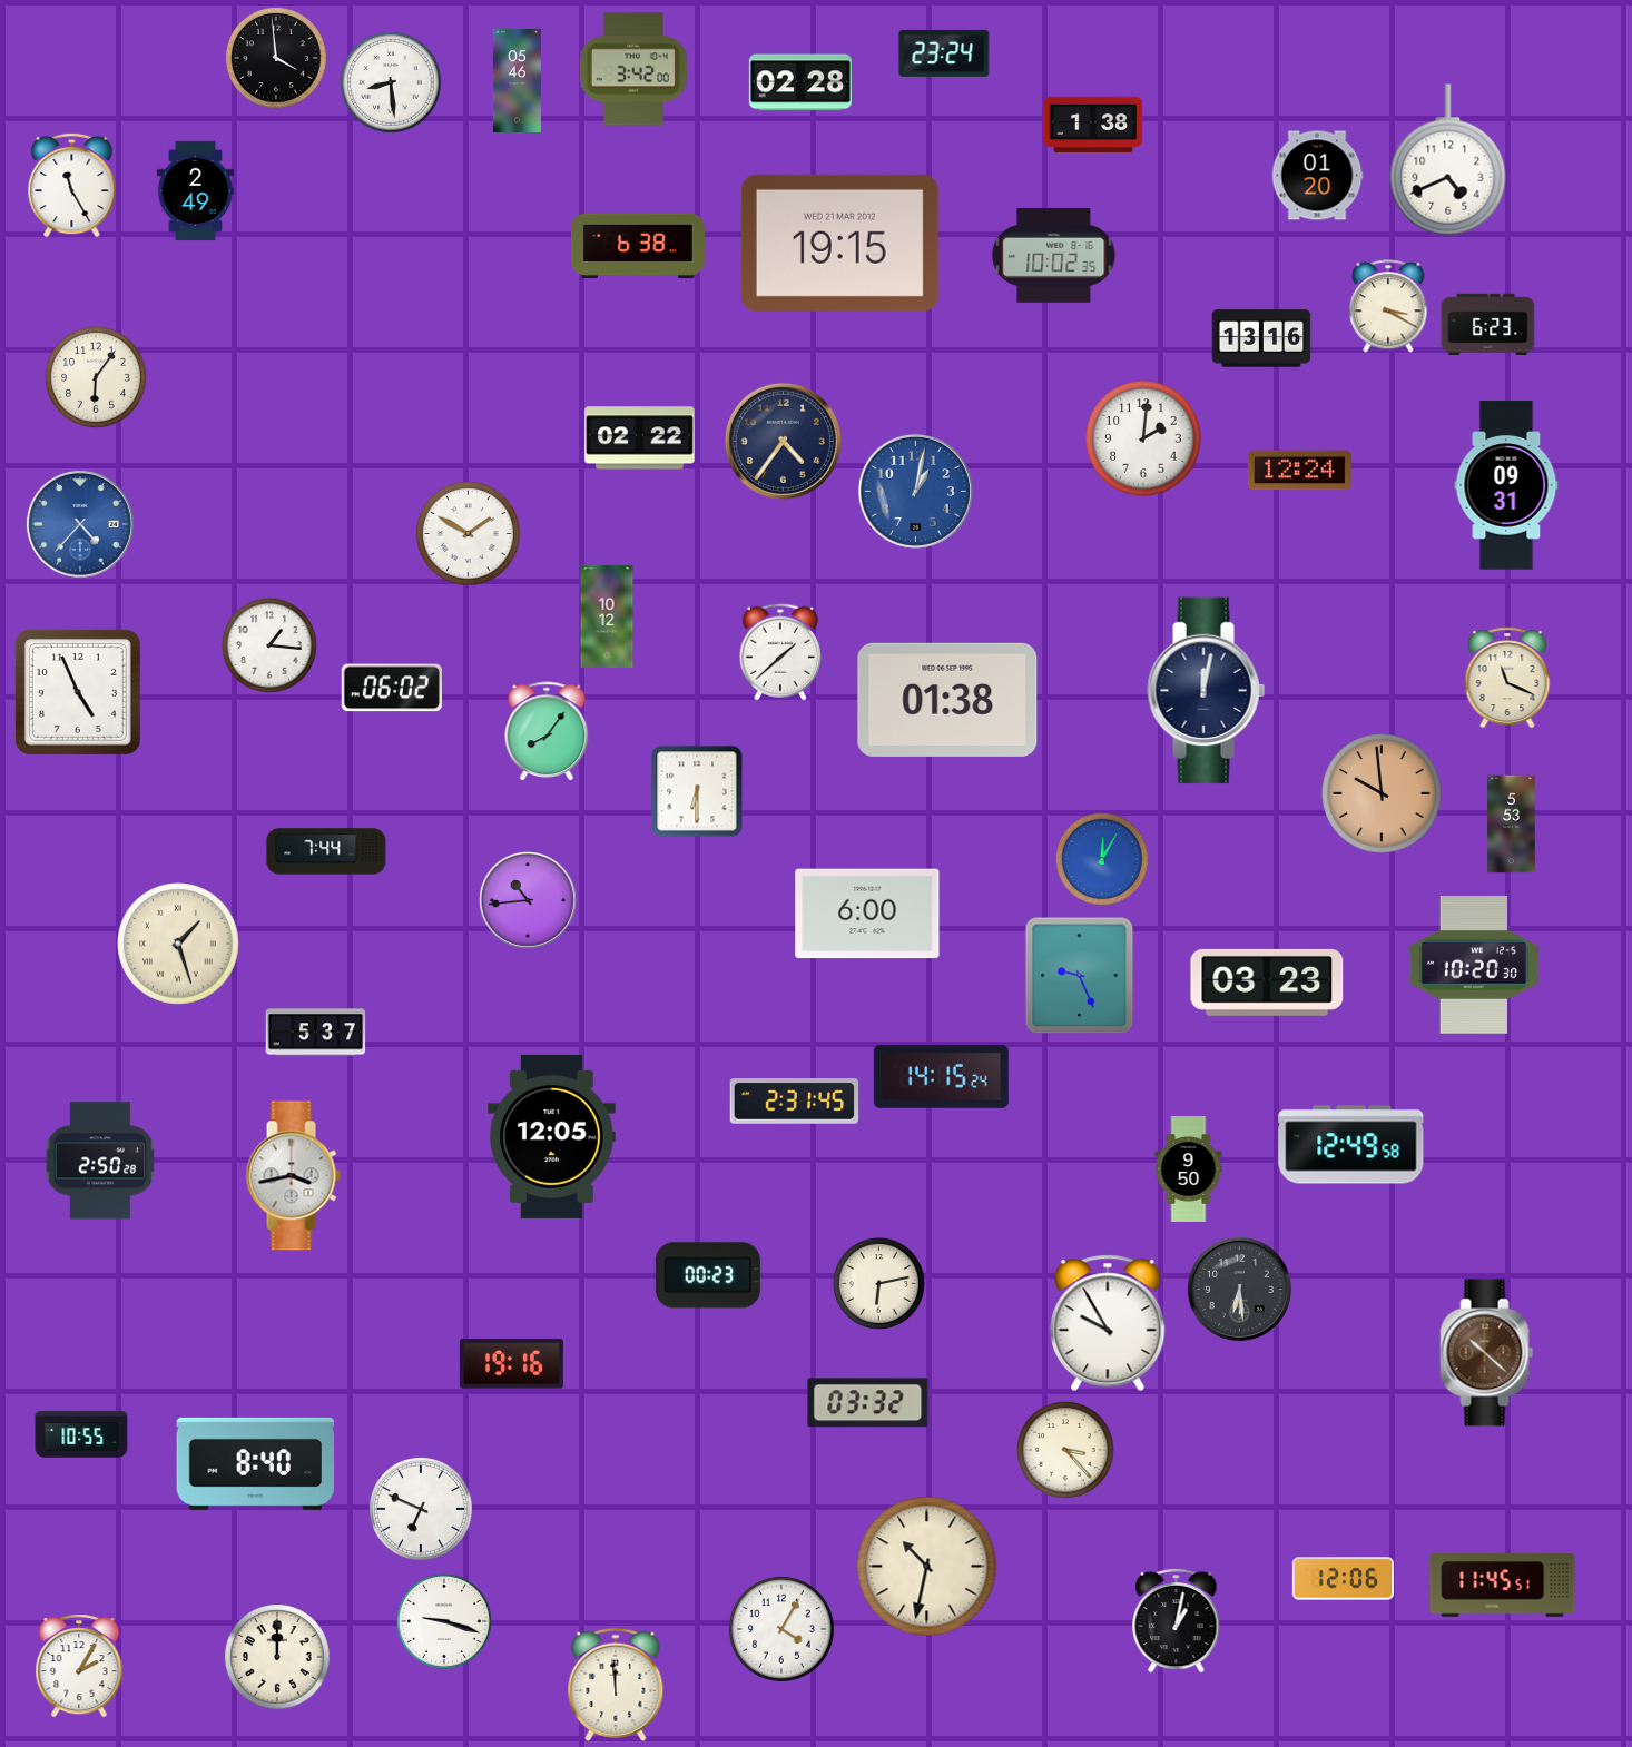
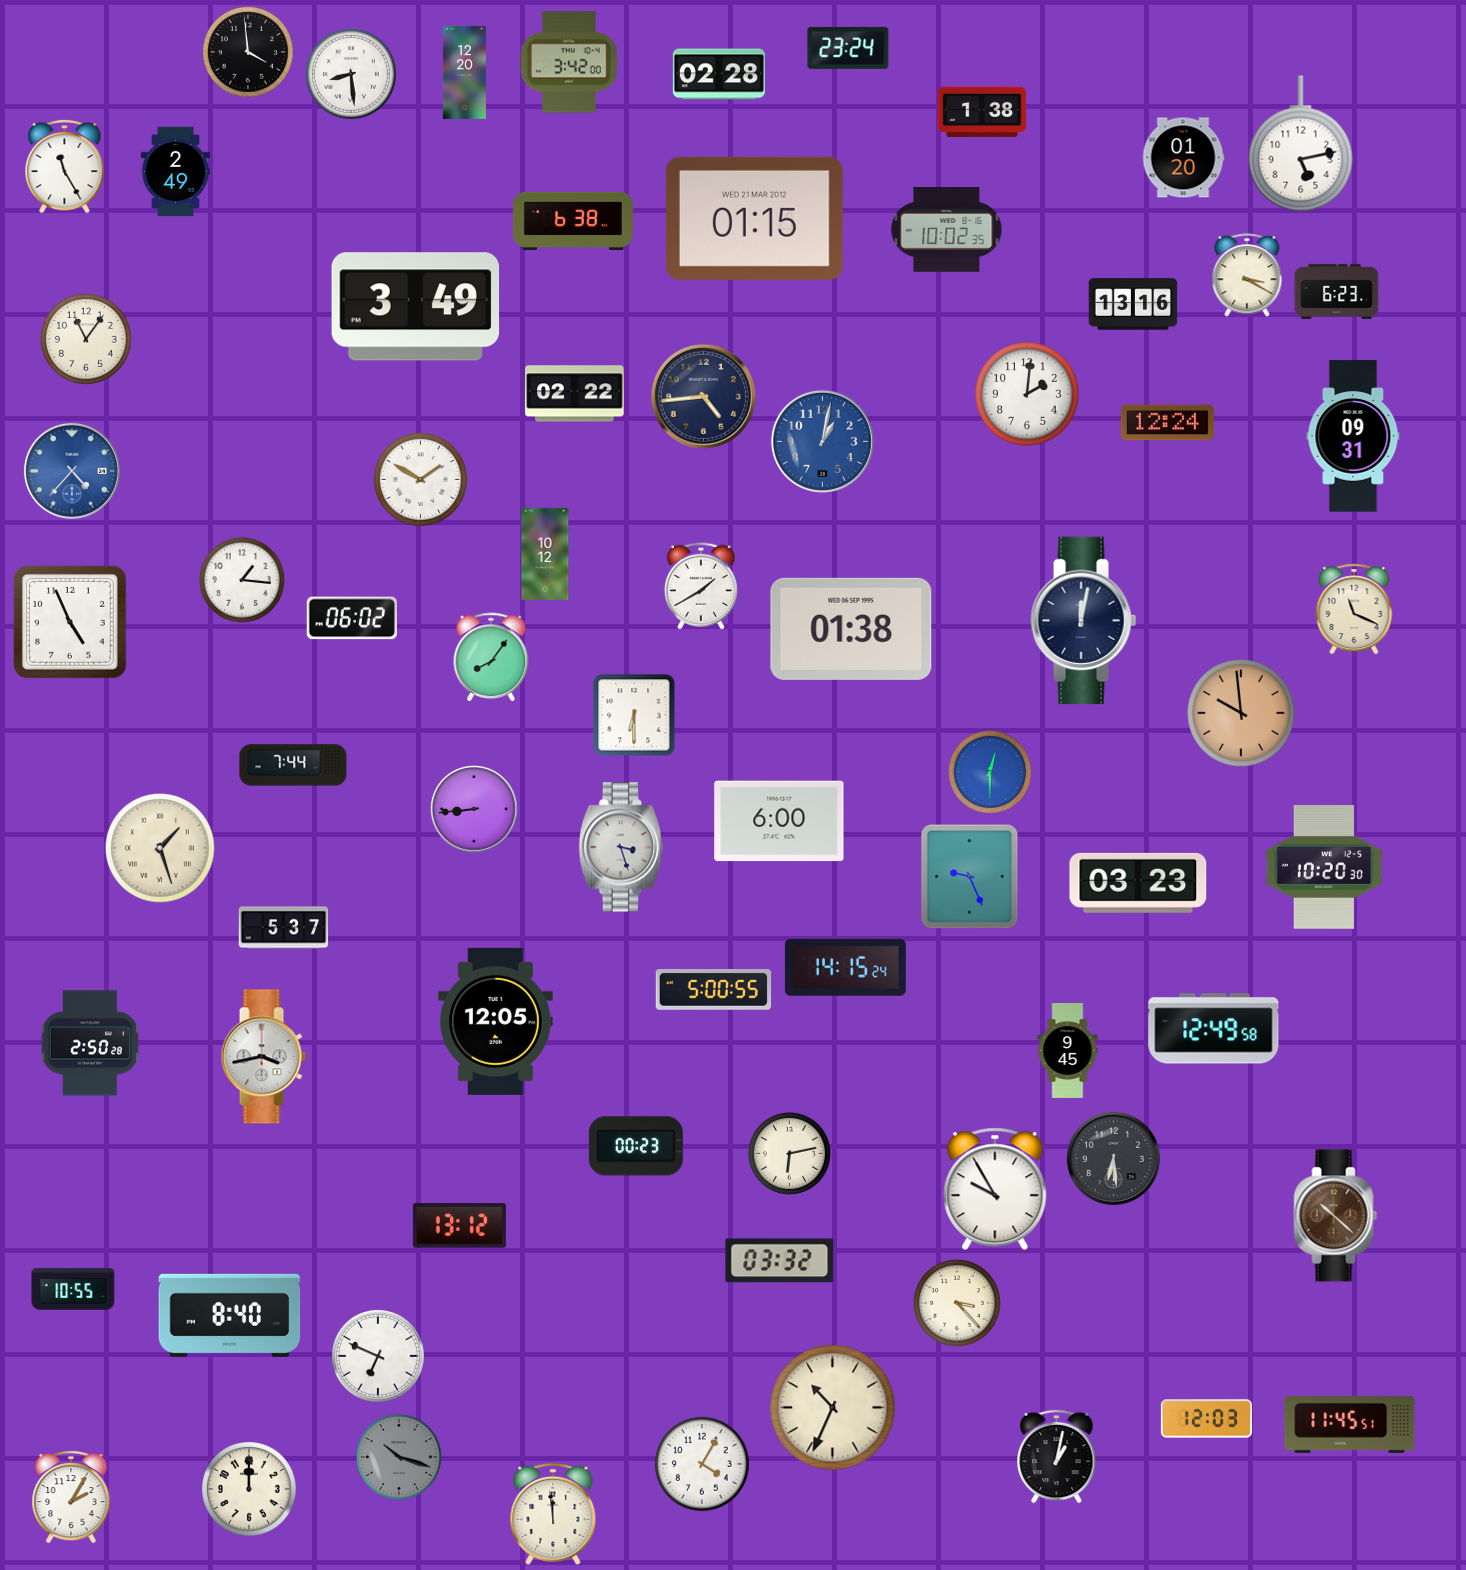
clock at (517, 80): 05:46 -> 12:20
clock at (1448, 160): 4:41 -> 5:13
clock at (839, 243): 19:15 -> 01:15
clock at (416, 307): none -> 3:49
clock at (96, 377): 6:06 -> 11:06
clock at (783, 441): 4:36 -> 4:44
clock at (780, 652): 1:38 -> 1:40
clock at (697, 791) position: (697, 791) -> (634, 715)
clock at (1512, 825): 5:53 -> none
clock at (1102, 859): 12:05 -> 12:30
clock at (528, 901): 10:44 -> 8:44
clock at (621, 847): none -> 3:27
clock at (795, 1102): 2:31 -> 5:00
clock at (1189, 1169): 9:50 -> 9:45
clock at (511, 1364): 19:16 -> 13:12
clock at (927, 1567): 10:32 -> 10:34
clock at (1343, 1579): 12:06 -> 12:03
clock at (444, 1621): 9:18 -> 10:18
clock at (444, 1621) dial: white -> grey
